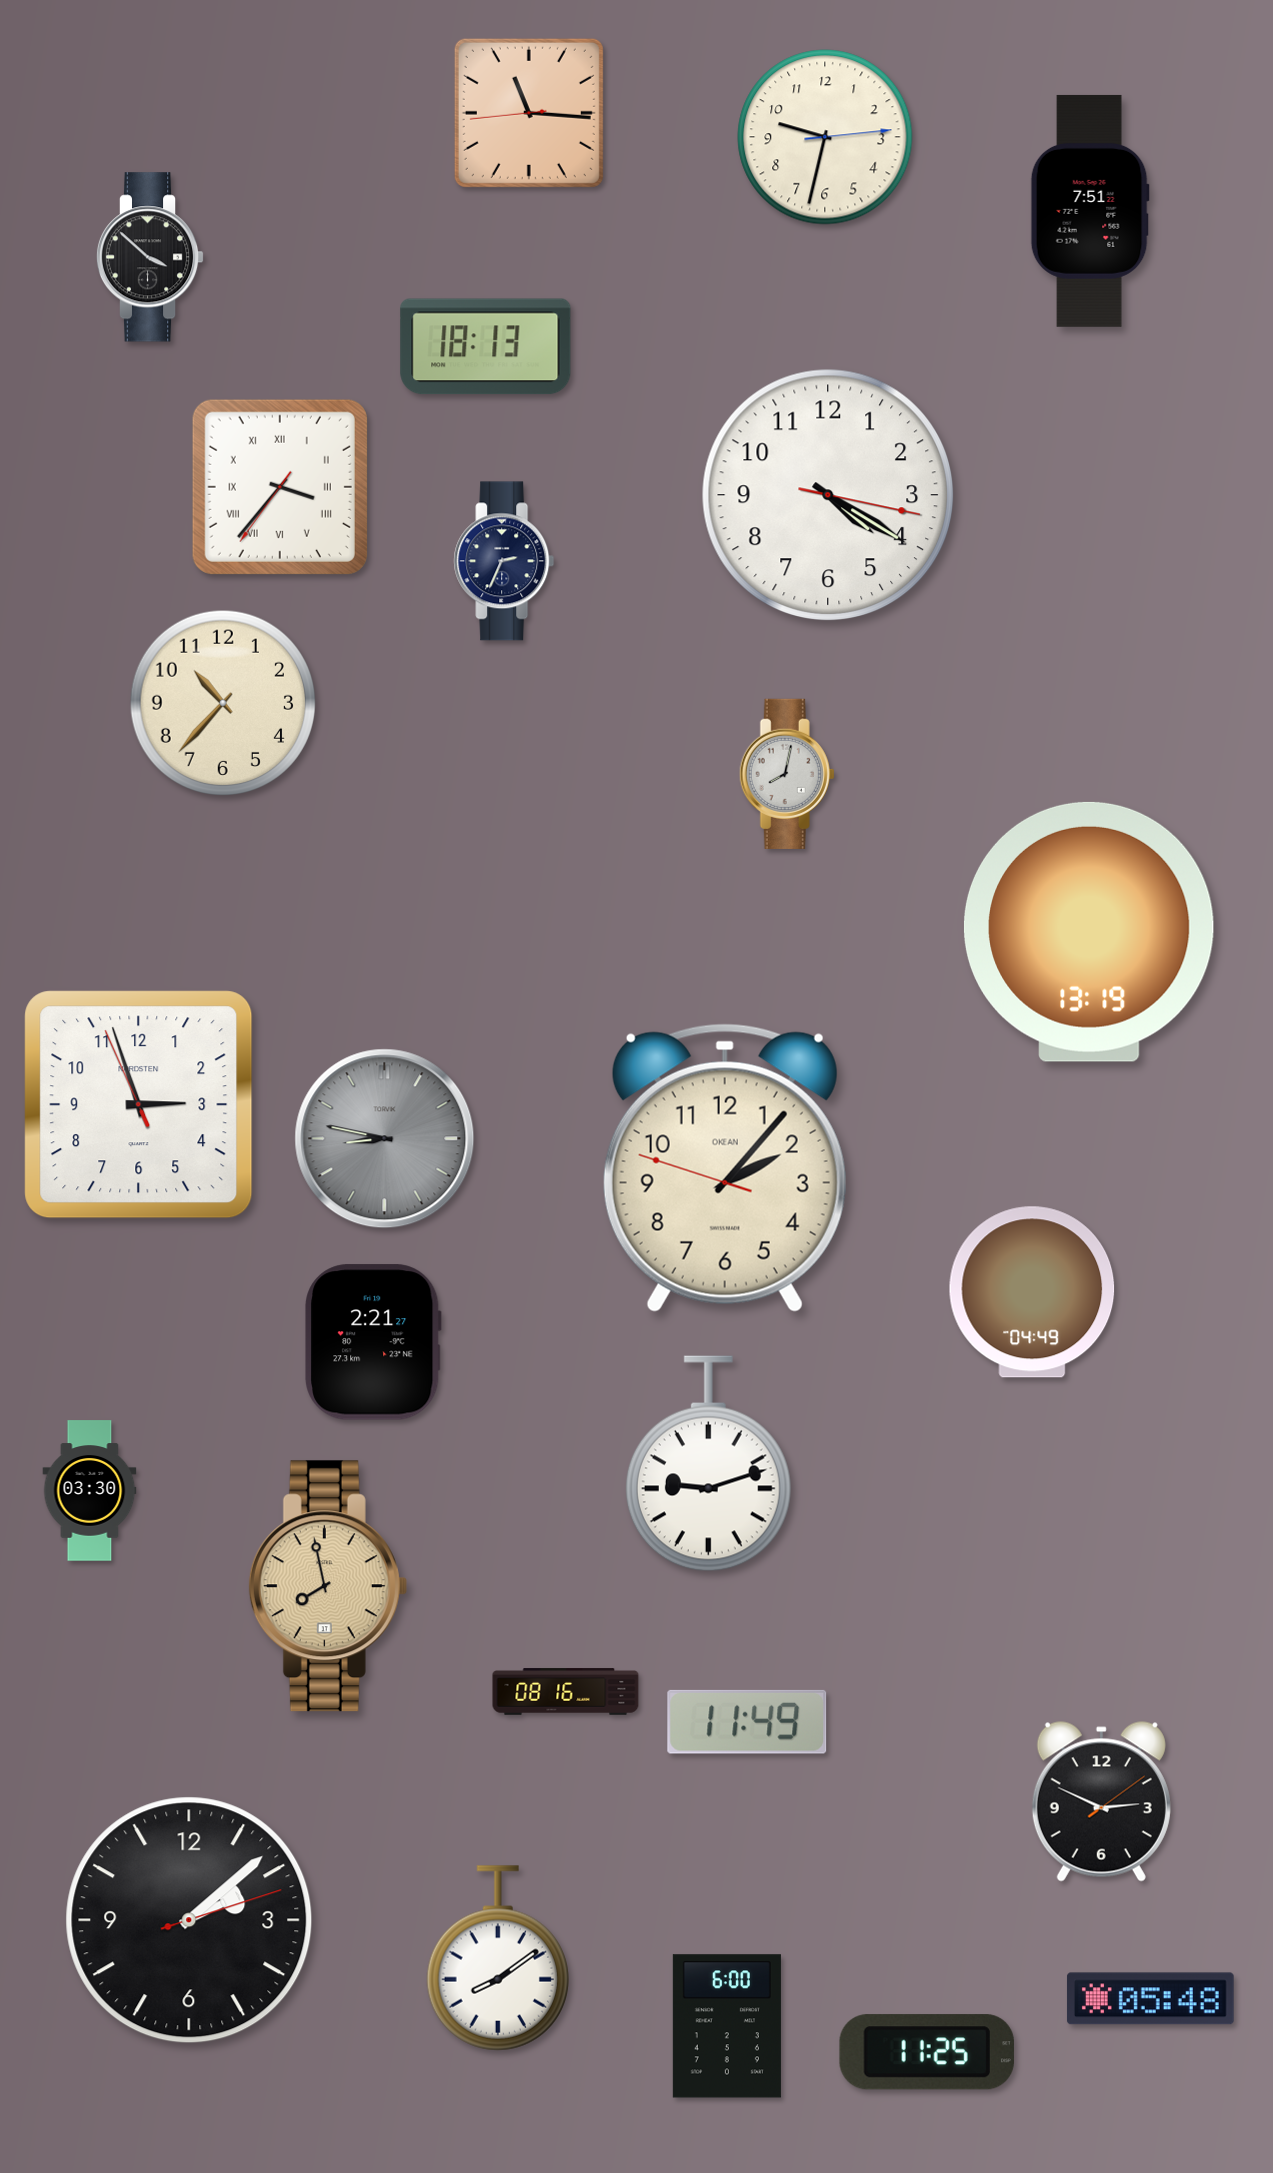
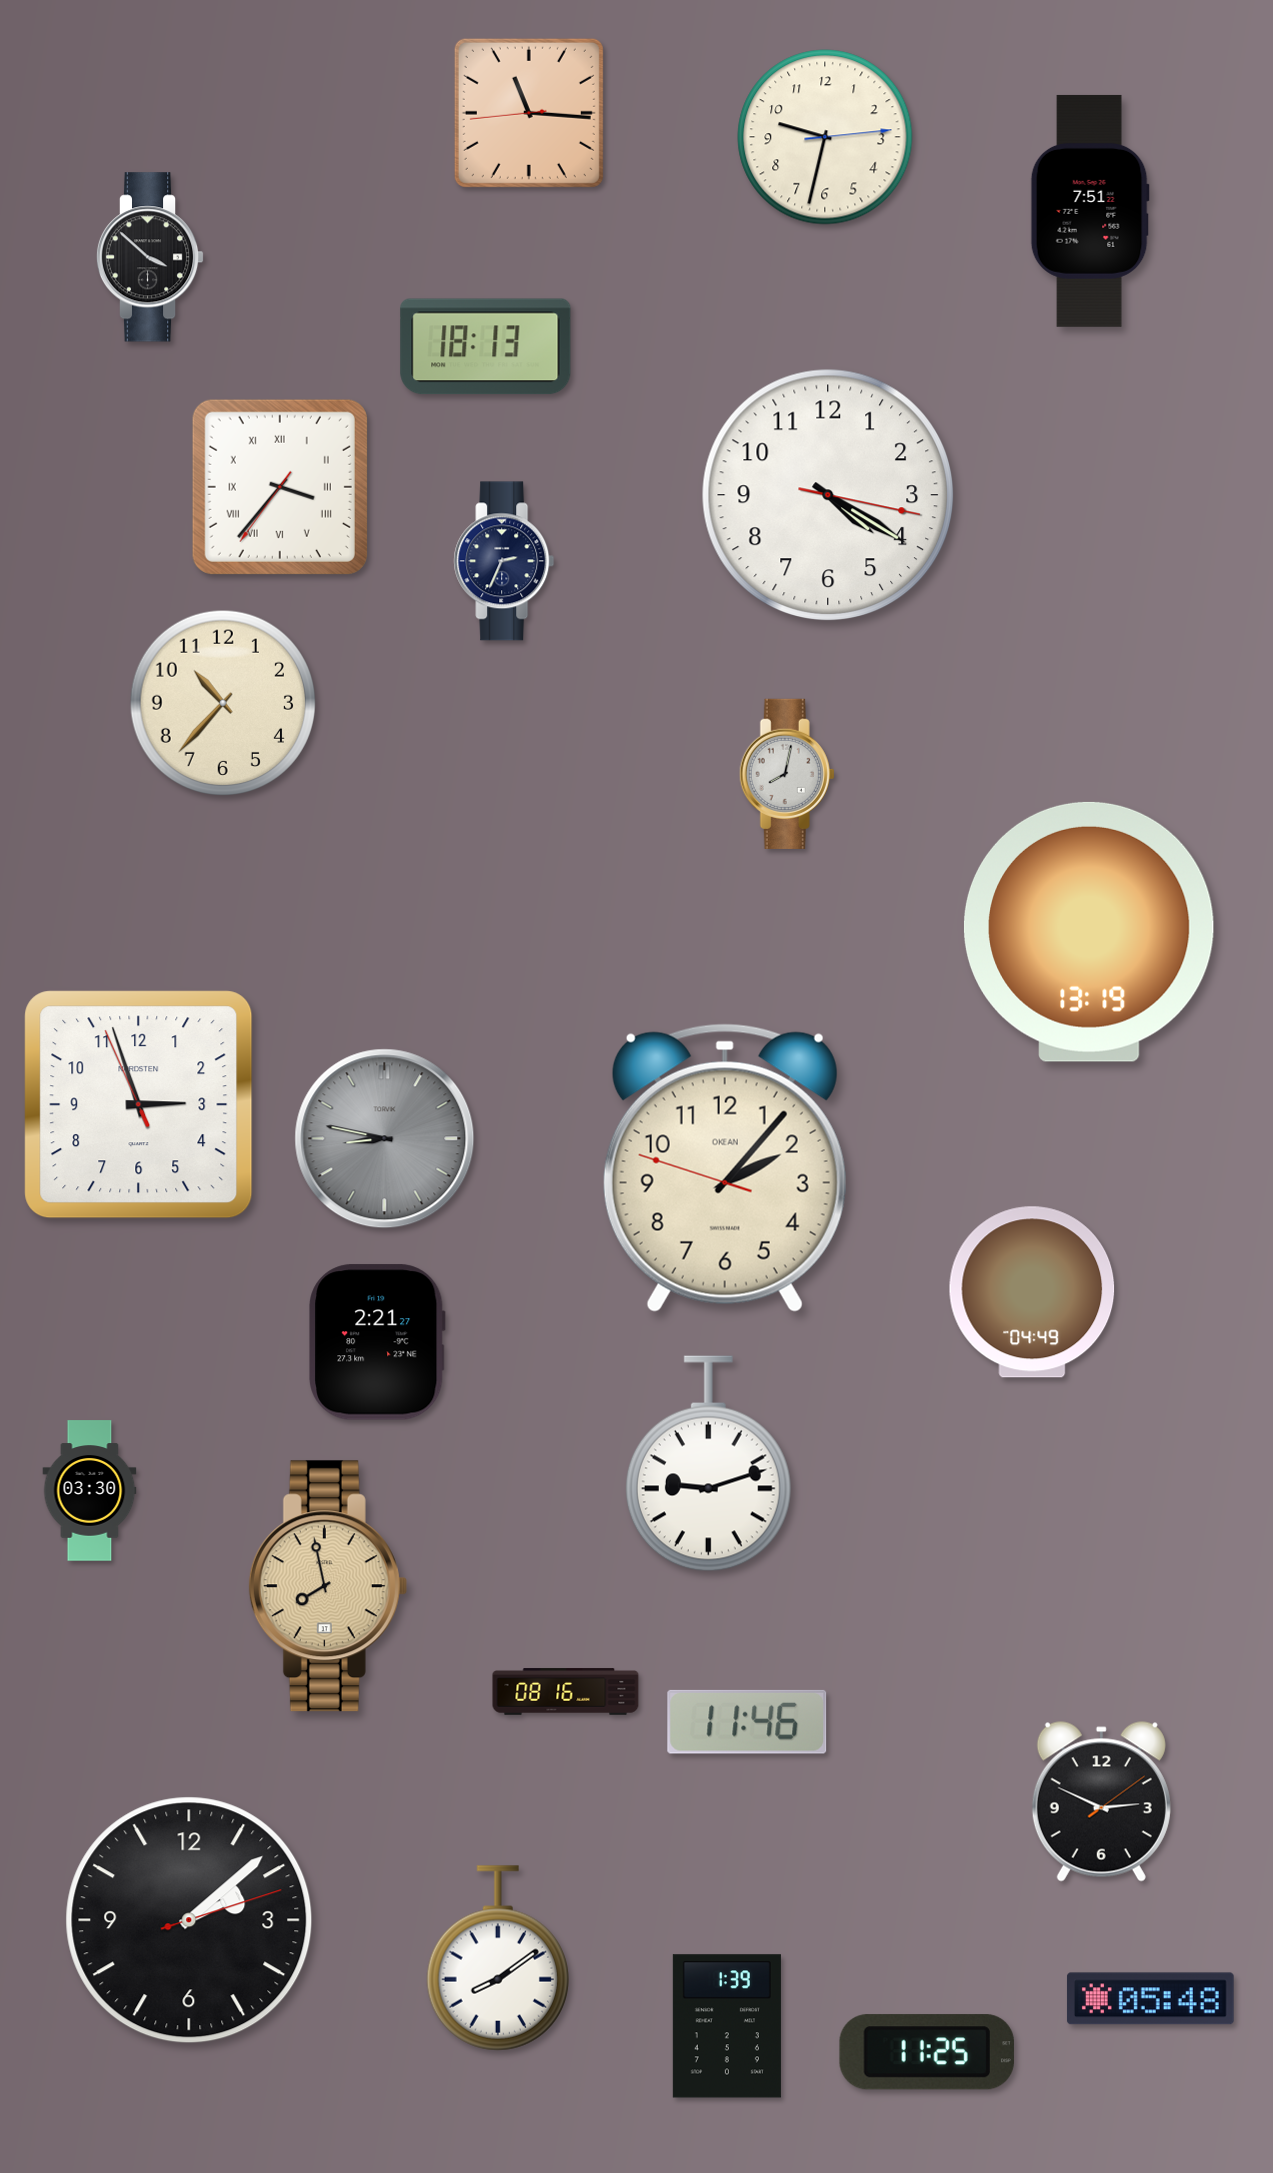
clock at (374, 1342) position: (374, 1342) -> (378, 1342)
clock at (747, 1722): 11:49 -> 11:46
clock at (727, 2026): 6:00 -> 1:39
